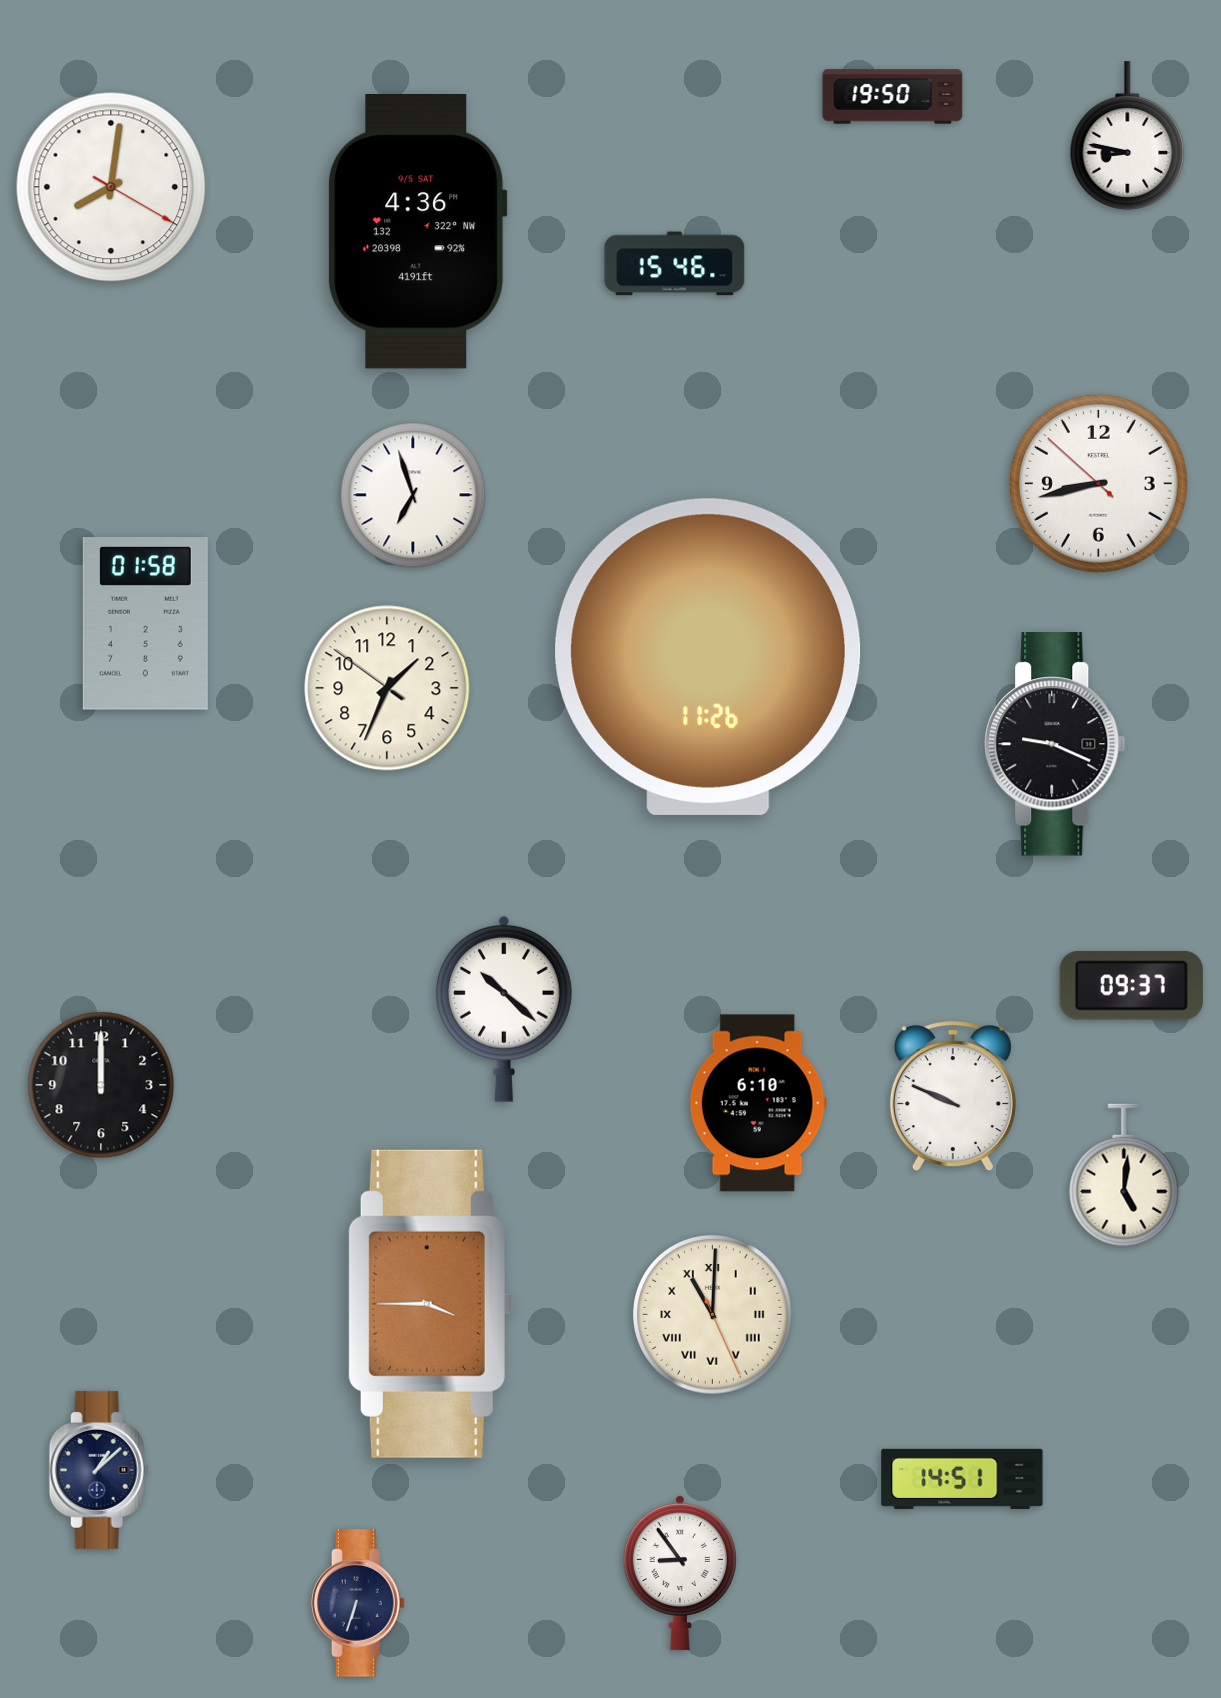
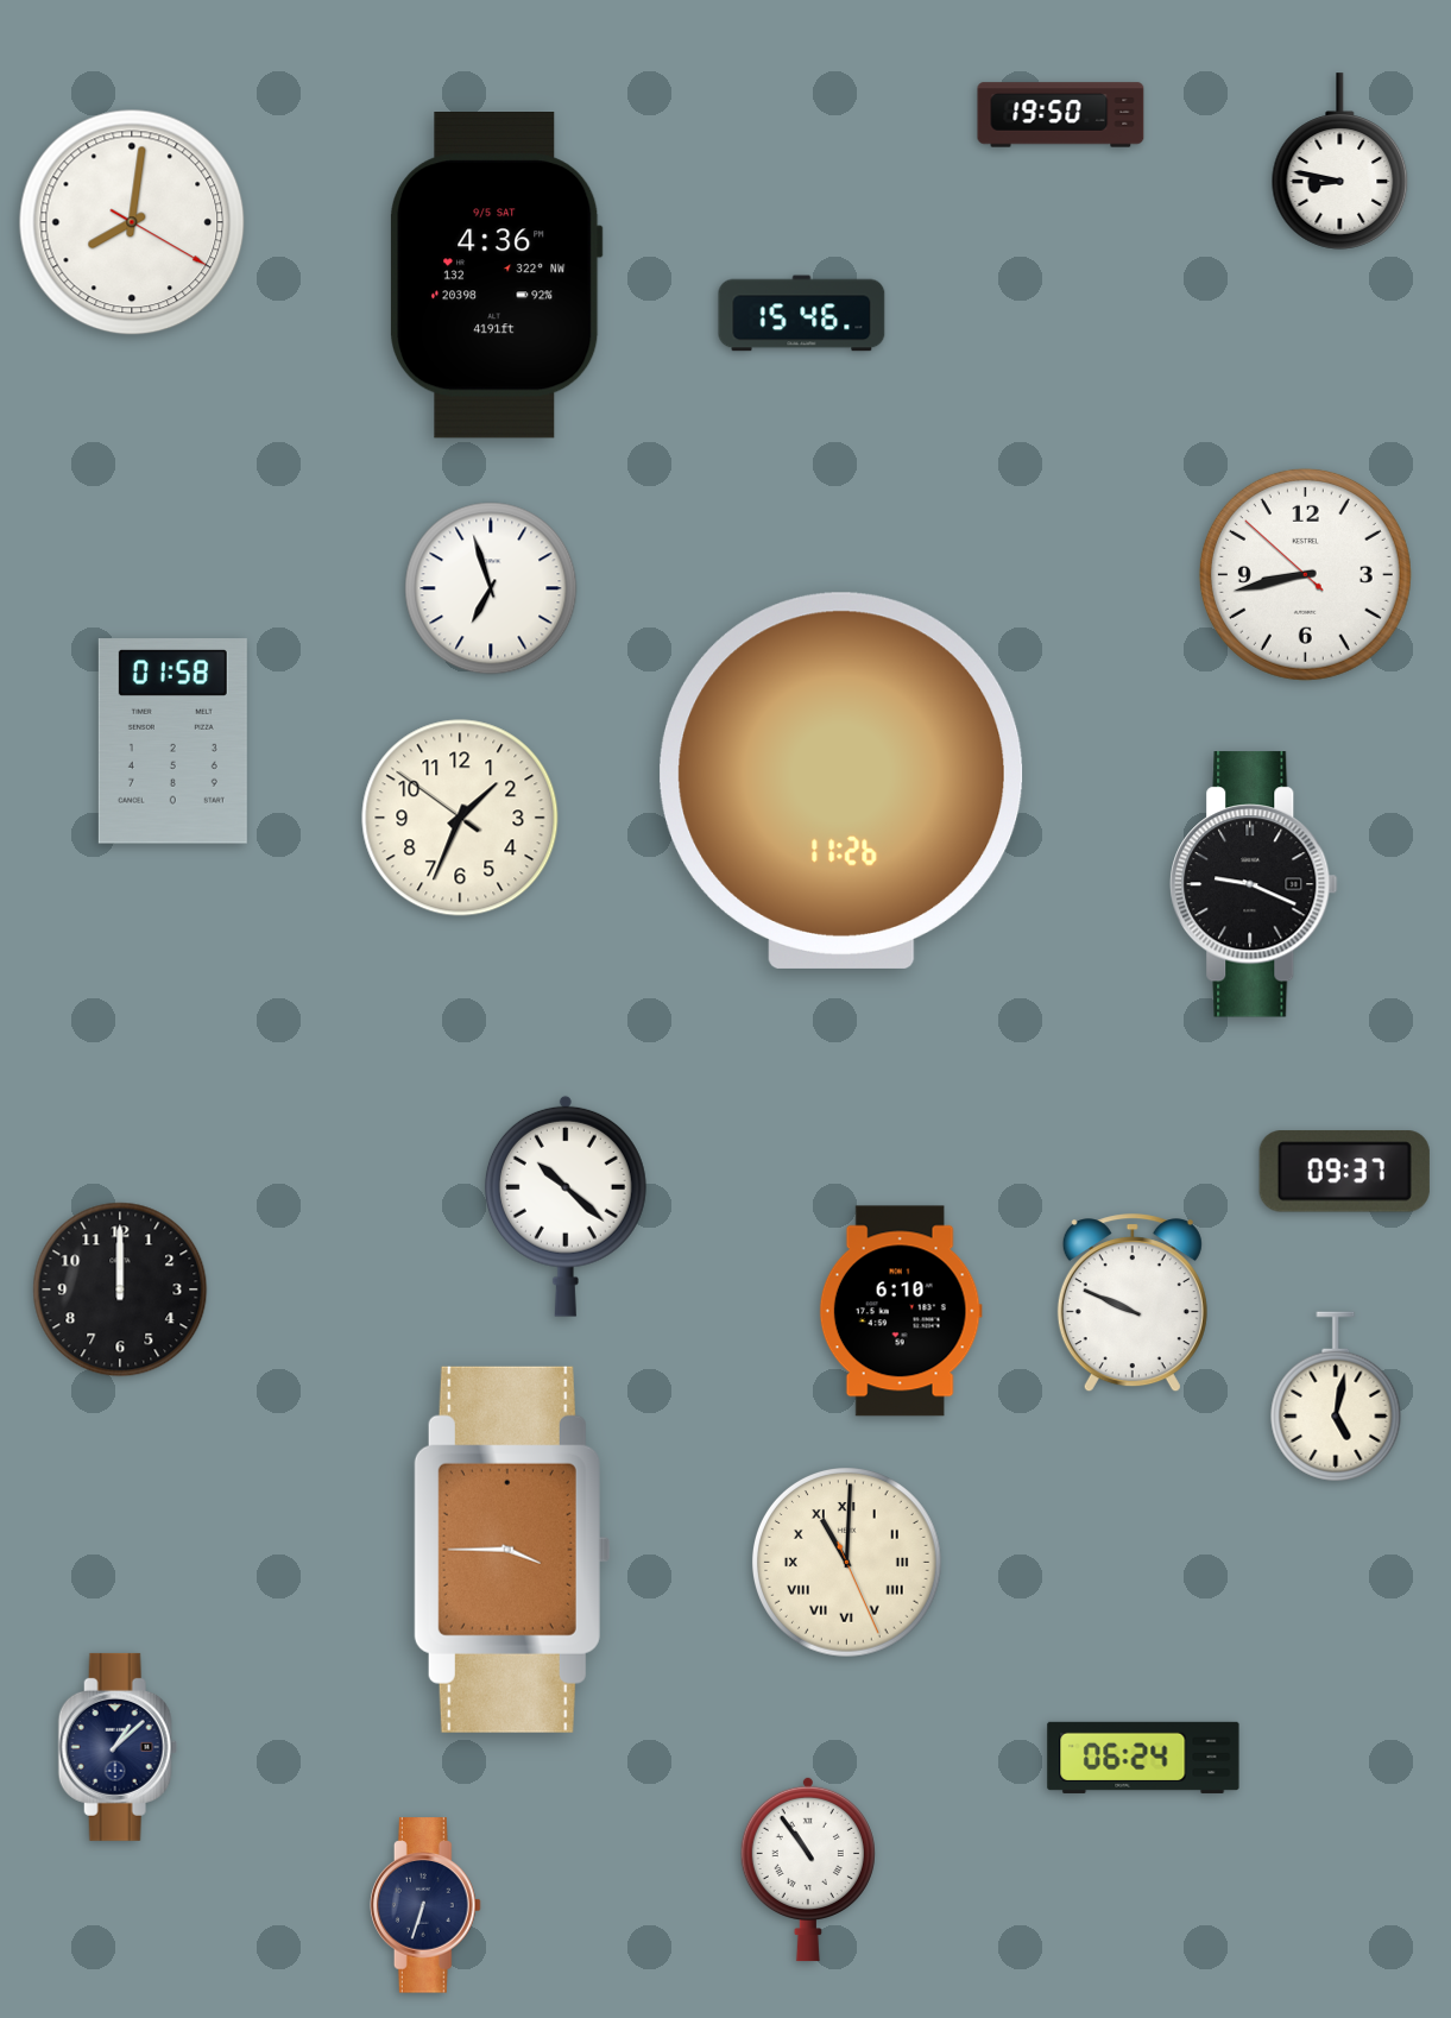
clock at (504, 1009) position: (504, 1009) -> (566, 1206)
clock at (1124, 1175): 5:01 -> 5:02
clock at (962, 1479): 14:51 -> 06:24
clock at (680, 1573): 8:54 -> 10:54
